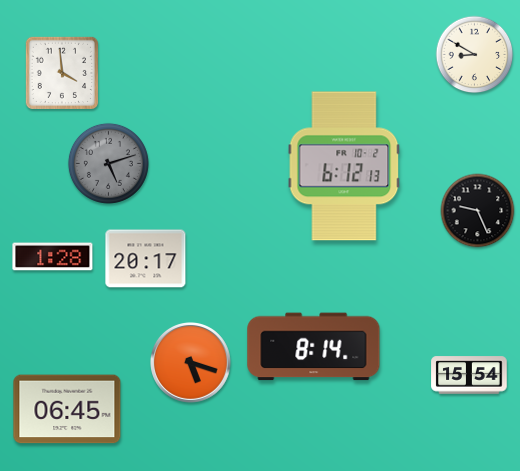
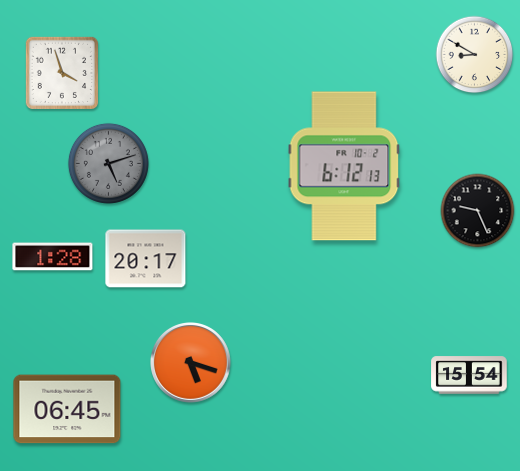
clock at (61, 72): 3:59 -> 3:57
clock at (314, 347): 8:14 -> none
